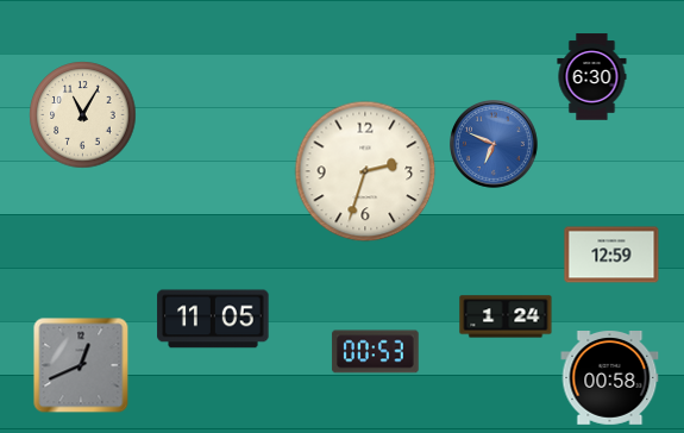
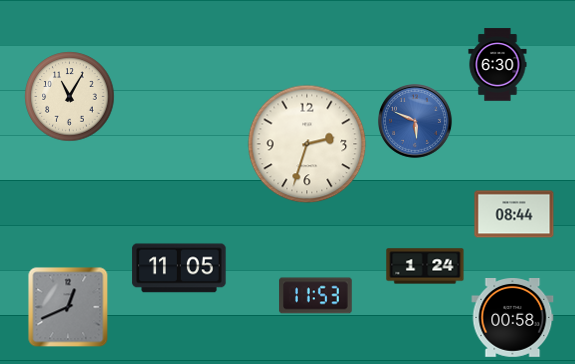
clock at (495, 145): 6:49 -> 5:49
clock at (611, 255): 12:59 -> 08:44
clock at (376, 352): 00:53 -> 11:53
